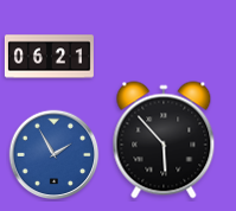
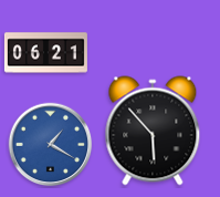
clock at (55, 155): 1:55 -> 1:20
